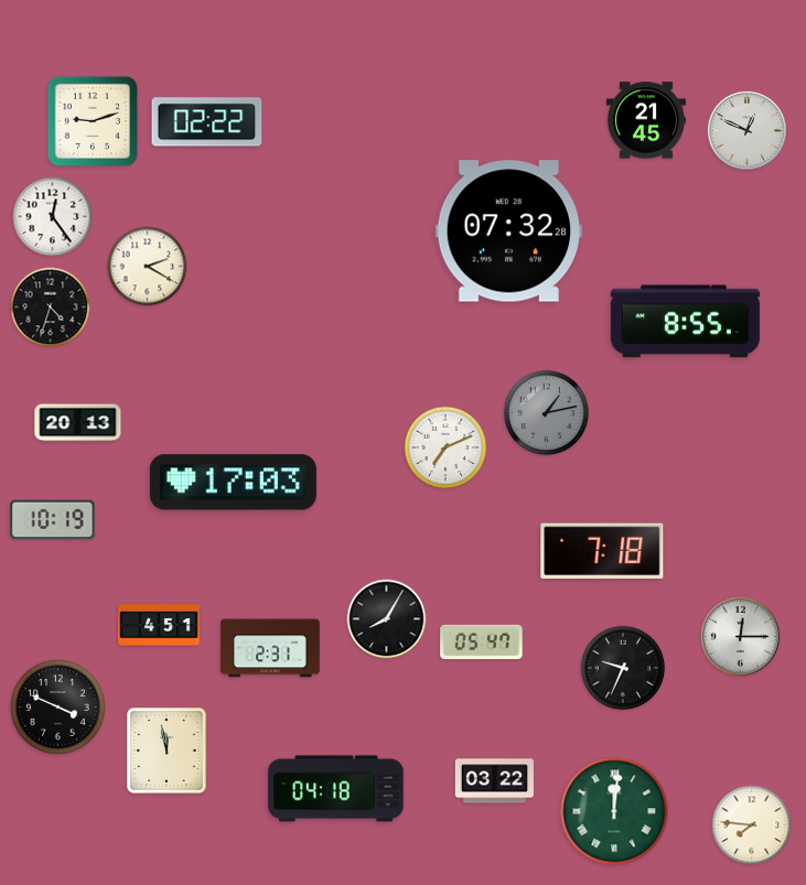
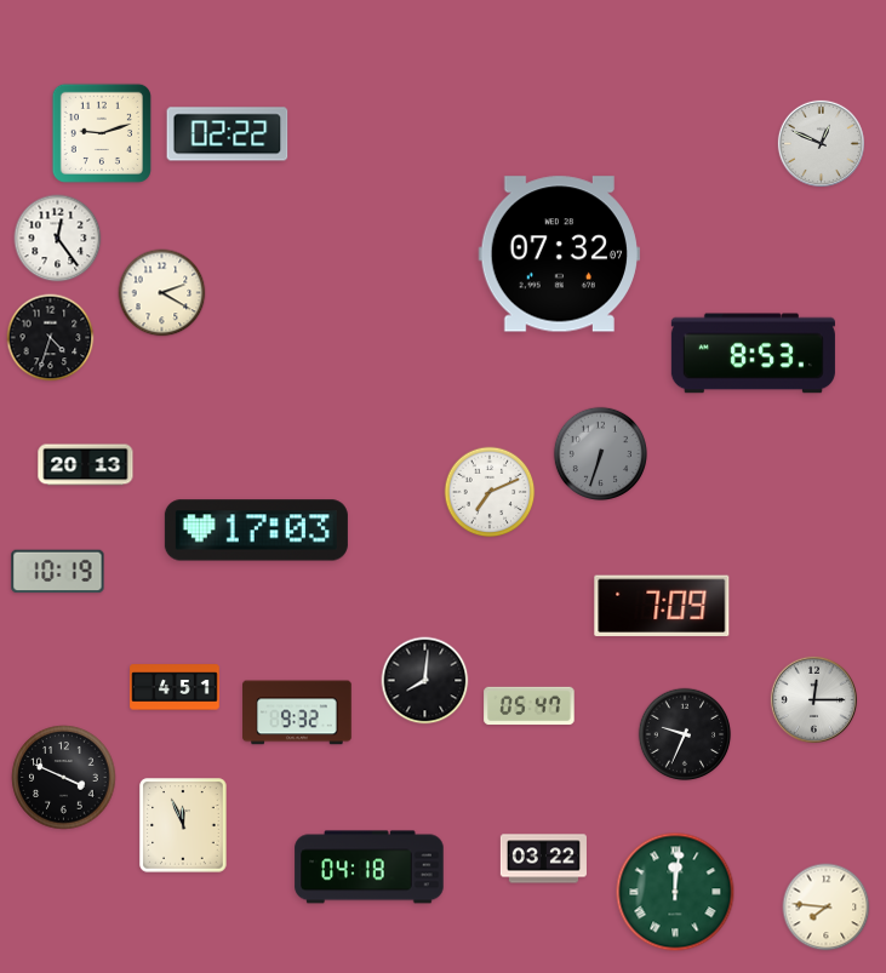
clock at (646, 120): 21:45 -> none
clock at (508, 231): 07:32:28 -> 07:32:07
clock at (51, 307) position: (51, 307) -> (51, 338)
clock at (685, 322): 8:55 -> 8:53
clock at (546, 412): 1:13 -> 6:33
clock at (602, 550): 7:18 -> 7:09
clock at (387, 619): 8:05 -> 8:01
clock at (270, 648): 2:31 -> 9:32
clock at (166, 751): 11:58 -> 11:56
